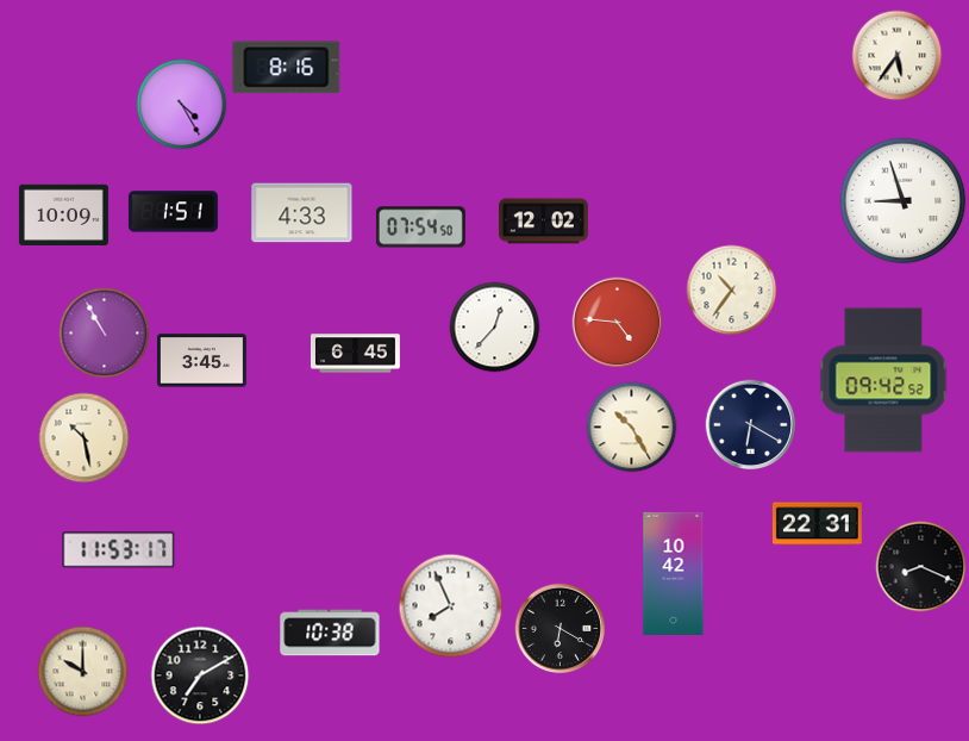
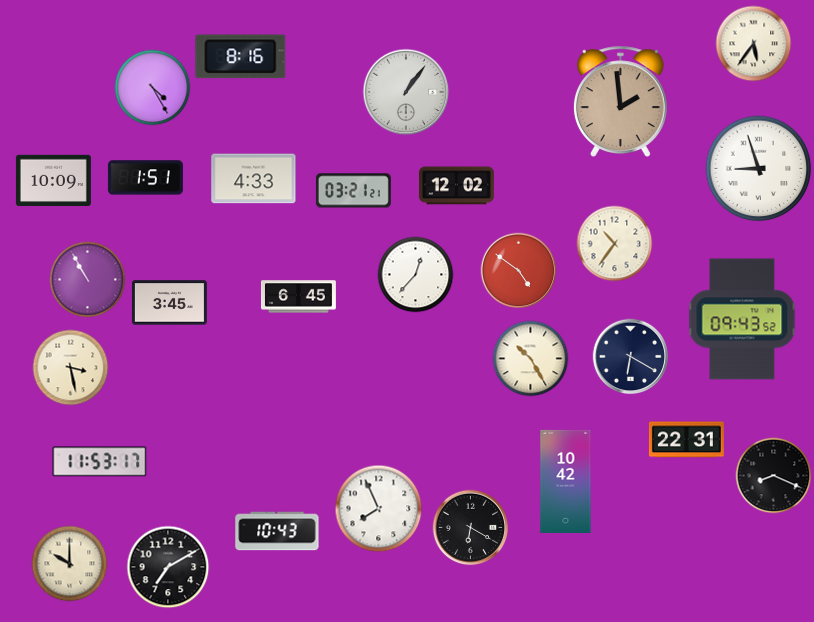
clock at (898, 56) position: (898, 56) -> (754, 44)
clock at (406, 92): none -> 1:06
clock at (620, 101): none -> 1:59
clock at (420, 228): 07:54 -> 03:21
clock at (618, 323): 4:46 -> 4:51
clock at (883, 380): 09:42 -> 09:43
clock at (85, 438): 10:28 -> 3:28
clock at (330, 633): 10:38 -> 10:43
